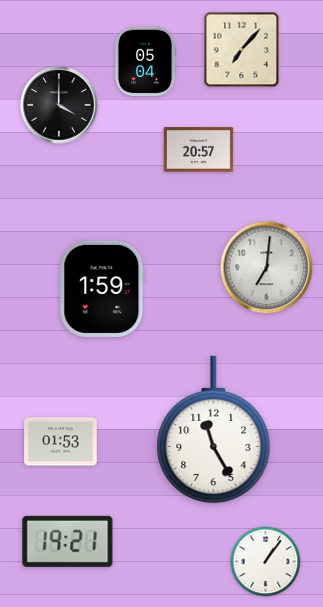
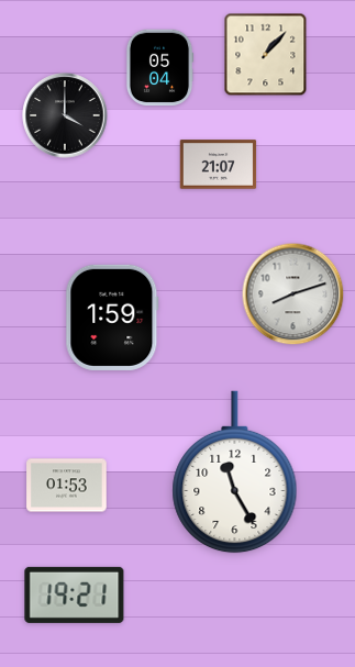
clock at (242, 50): 7:07 -> 1:07
clock at (199, 150): 20:57 -> 21:07
clock at (267, 268): 7:01 -> 8:12
clock at (266, 562): 1:06 -> none
